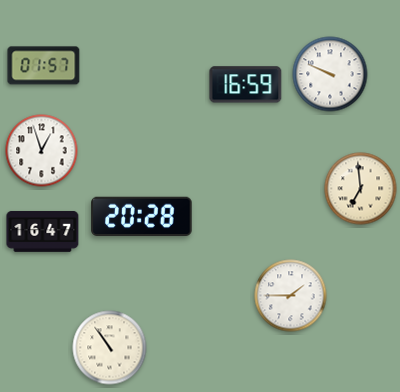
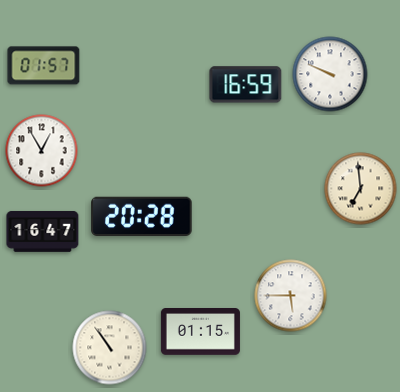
clock at (42, 151): 12:57 -> 12:55
clock at (291, 296): 1:45 -> 5:45
clock at (200, 332): none -> 01:15
